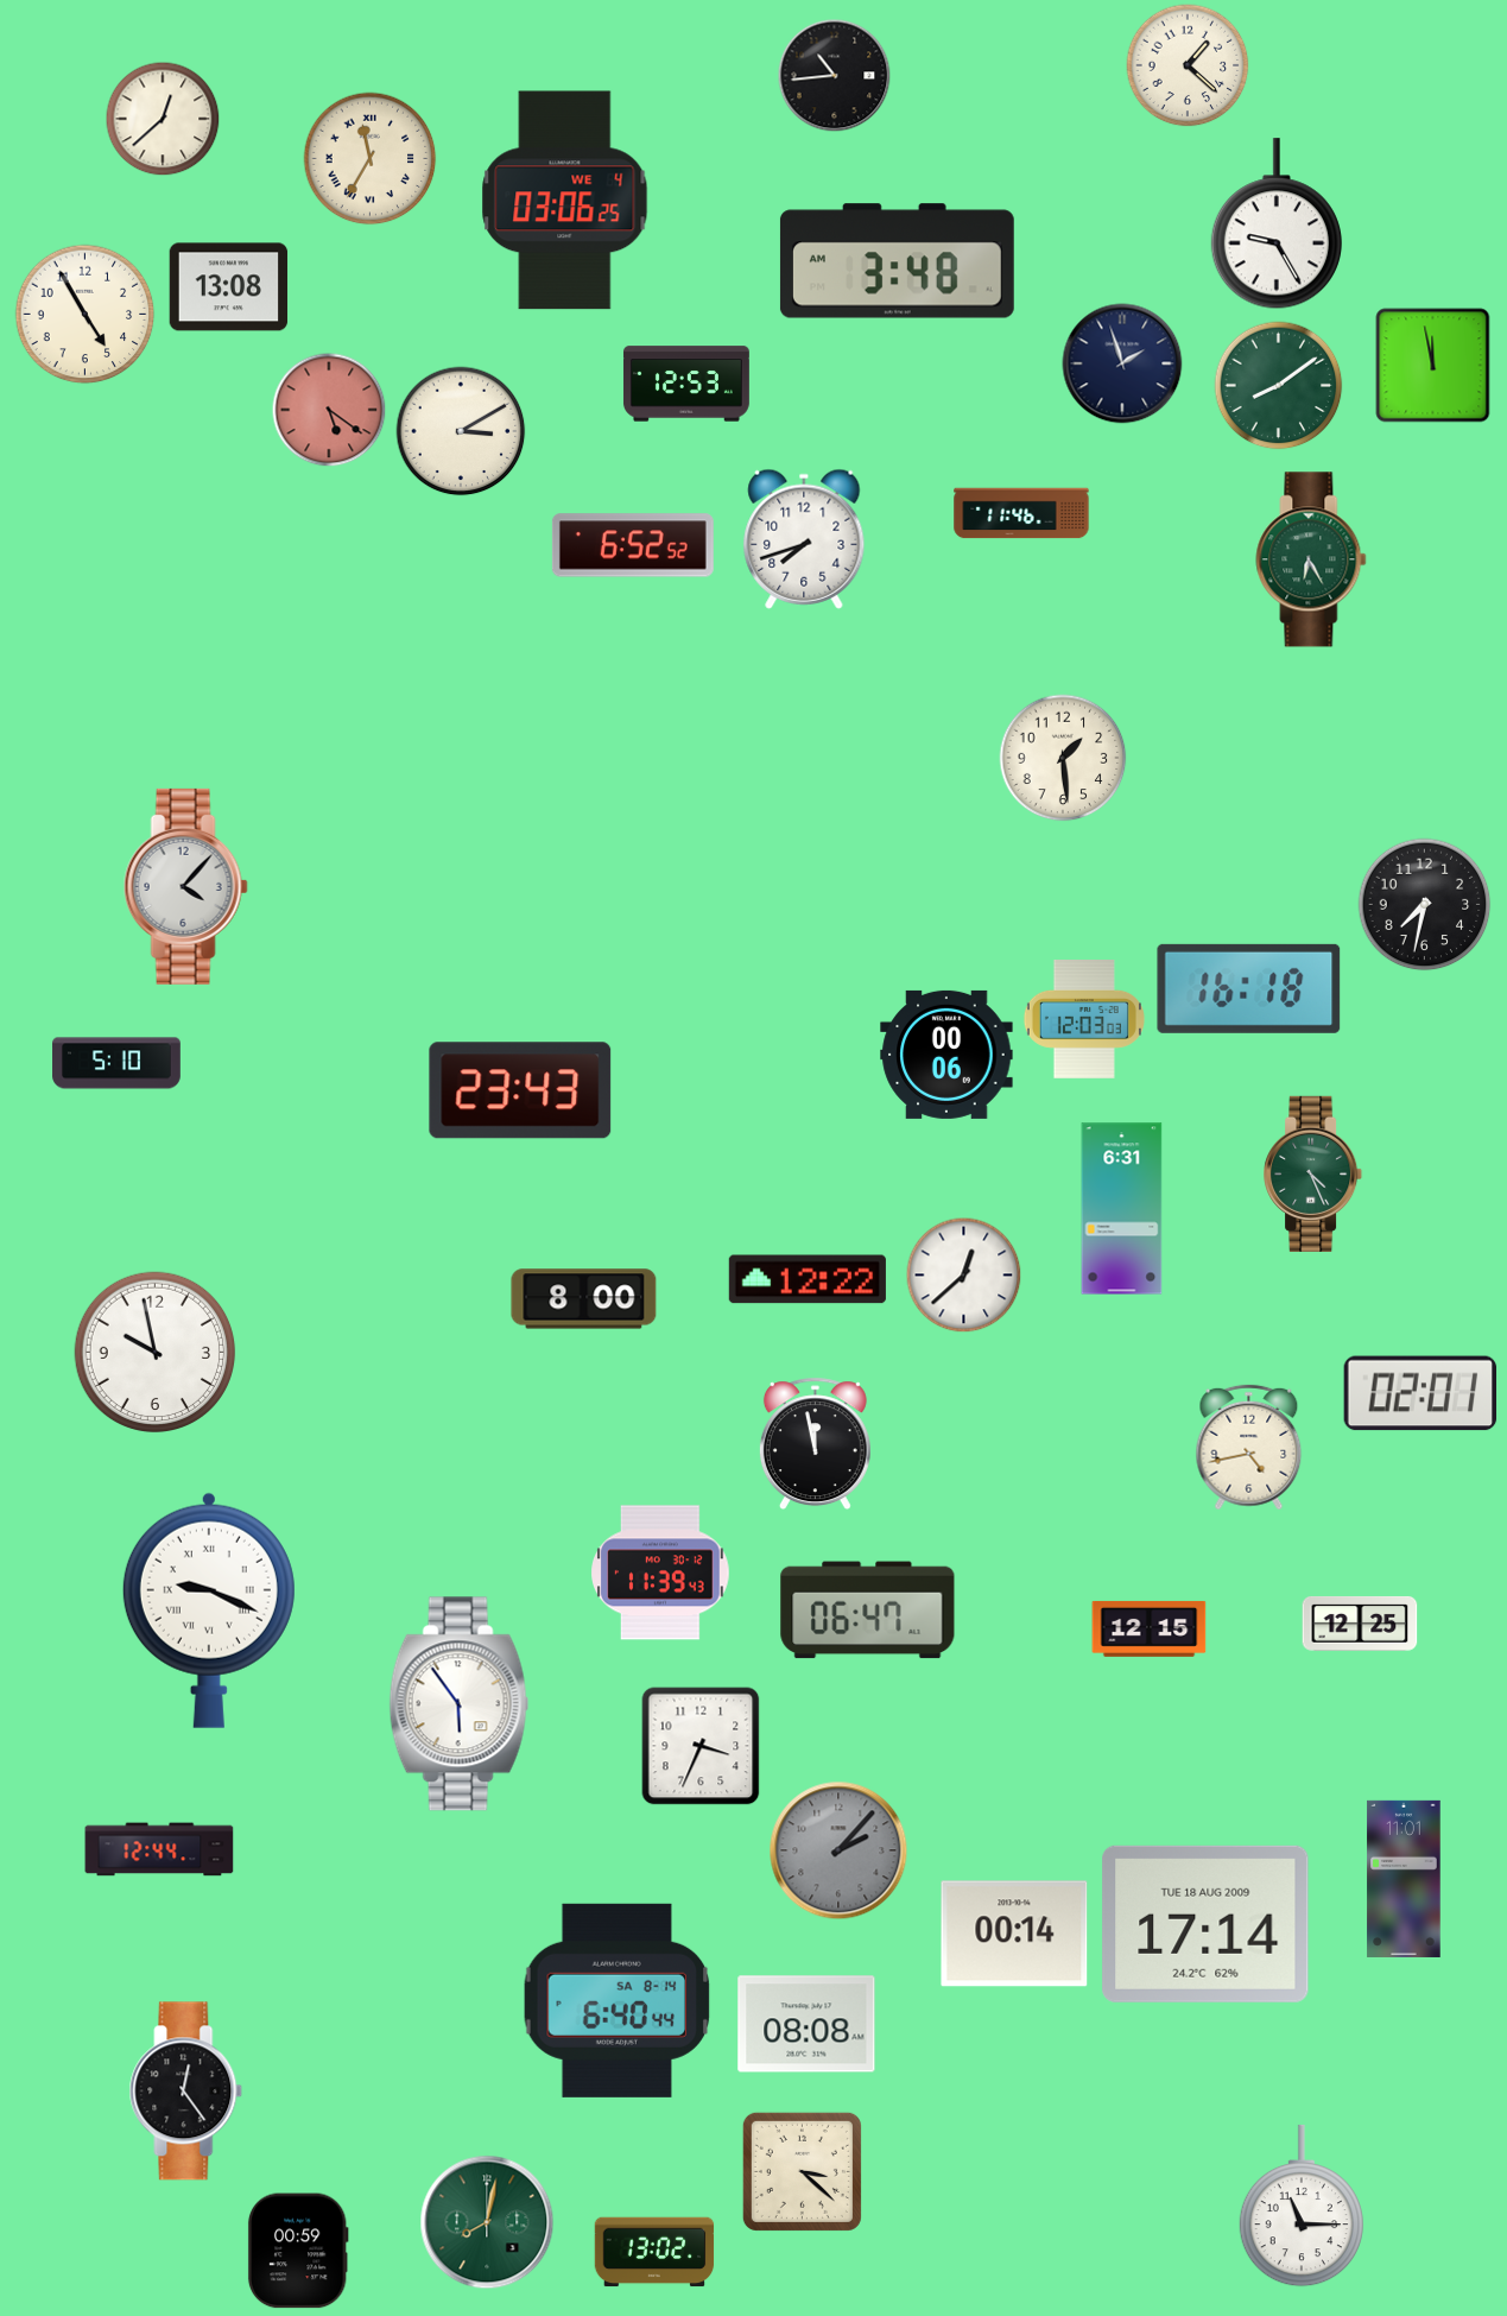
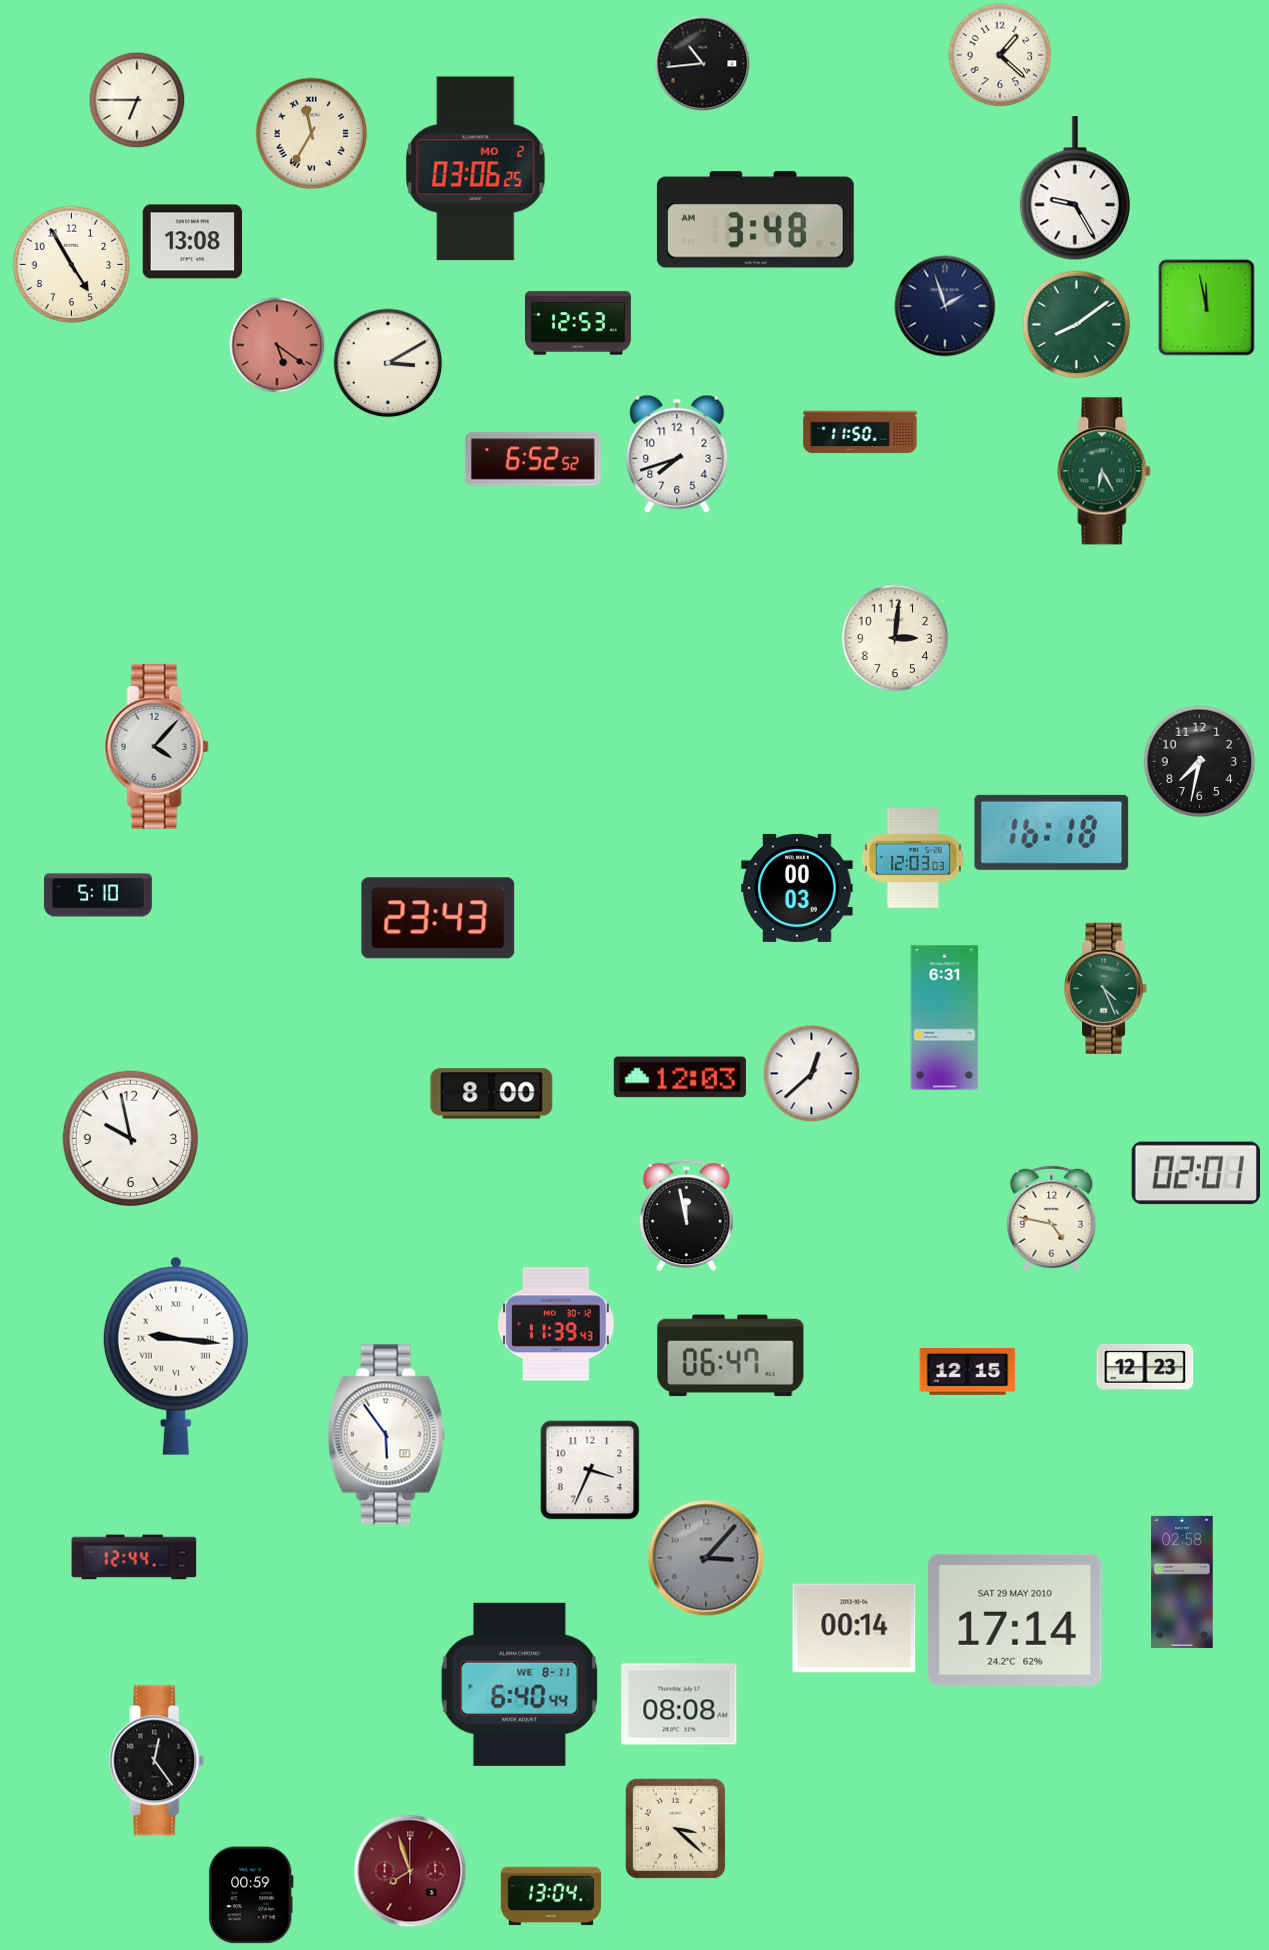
clock at (163, 119): 12:38 -> 6:45
clock at (565, 201) date: WE 4 -> MO 2
clock at (1021, 513): 11:46 -> 11:50
clock at (1063, 758): 1:29 -> 3:01
clock at (946, 1055): 00:06 -> 00:03
clock at (808, 1279): 12:22 -> 12:03
clock at (1249, 1448): 4:43 -> 4:47
clock at (209, 1611): 9:19 -> 9:16
clock at (1360, 1624): 12:25 -> 12:23
clock at (838, 1850): 2:07 -> 3:07
clock at (1404, 1879): 11:01 -> 02:58
clock at (1205, 1924) date: TUE 18 AUG 2009 -> SAT 29 MAY 2010
clock at (618, 2000) date: SA 8-14 -> WE 8-11
clock at (1302, 2206): 11:15 -> none
clock at (487, 2222): 8:02 -> 7:57
clock at (487, 2222) dial: green -> burgundy
clock at (654, 2252): 13:02 -> 13:04
